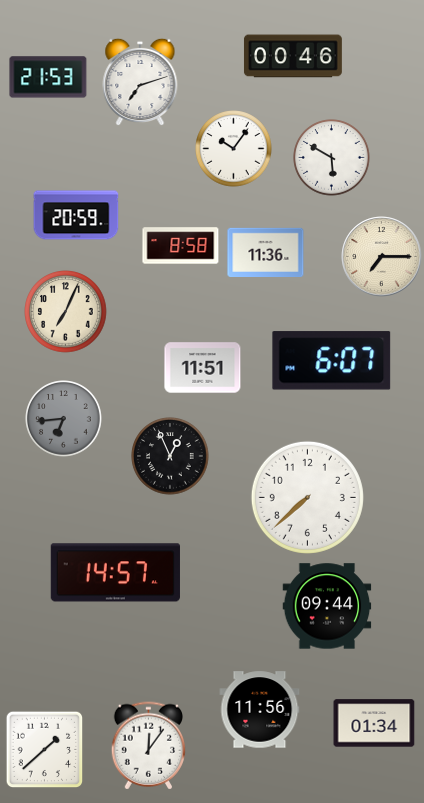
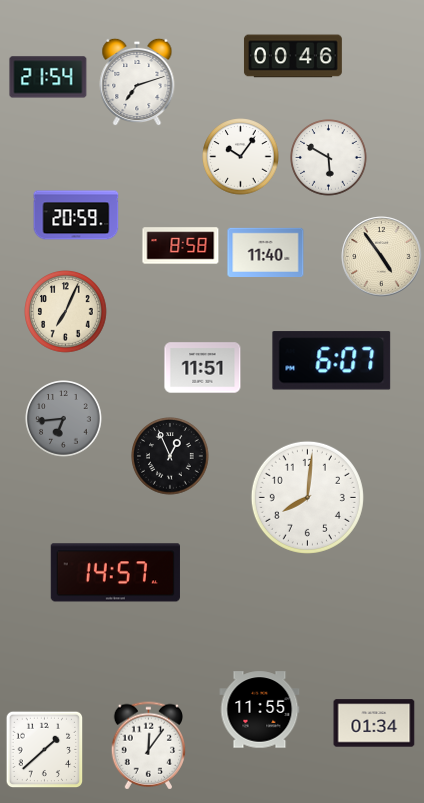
clock at (48, 77): 21:53 -> 21:54
clock at (140, 82) position: (140, 82) -> (137, 82)
clock at (234, 149) position: (234, 149) -> (241, 157)
clock at (332, 158) position: (332, 158) -> (329, 158)
clock at (266, 252): 11:36 -> 11:40
clock at (382, 257): 7:15 -> 4:54
clock at (307, 497): 7:38 -> 8:01
clock at (327, 606): 09:44 -> none
clock at (260, 710): 11:56 -> 11:55
